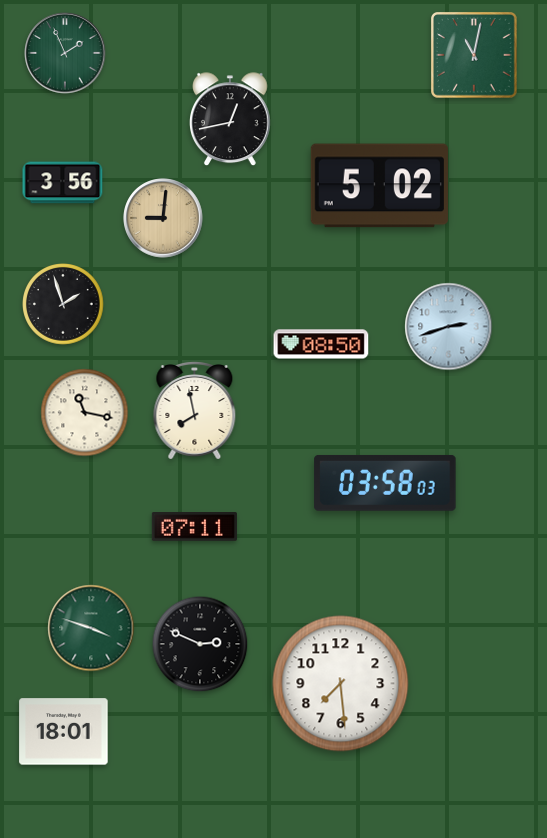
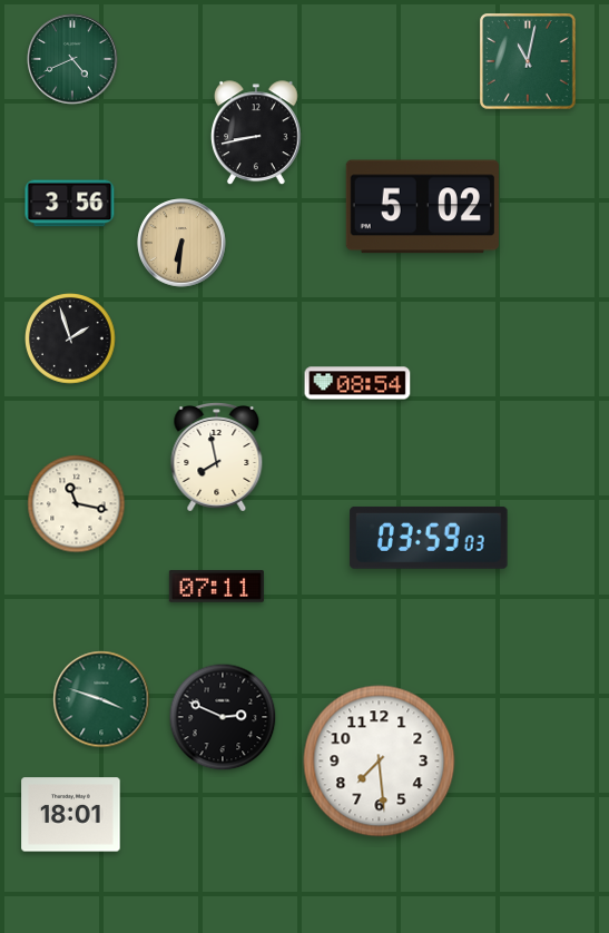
clock at (65, 53): 1:56 -> 4:41
clock at (231, 120): 12:43 -> 8:43
clock at (163, 218): 9:01 -> 6:31
clock at (449, 327): 2:42 -> none
clock at (321, 344): 08:50 -> 08:54
clock at (85, 413) position: (85, 413) -> (77, 504)
clock at (385, 483): 03:58 -> 03:59
